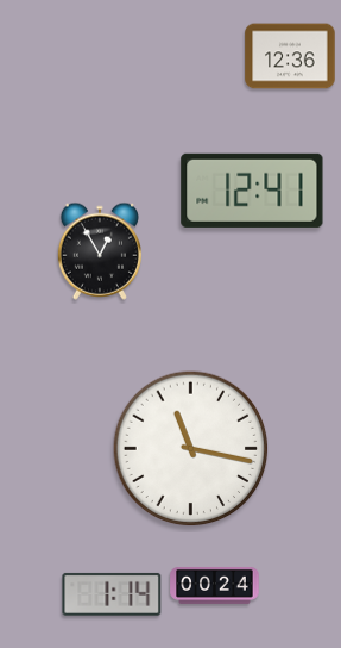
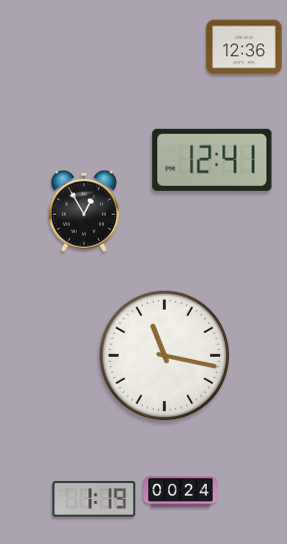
clock at (191, 449) position: (191, 449) -> (165, 356)
clock at (112, 594): 1:14 -> 1:19
